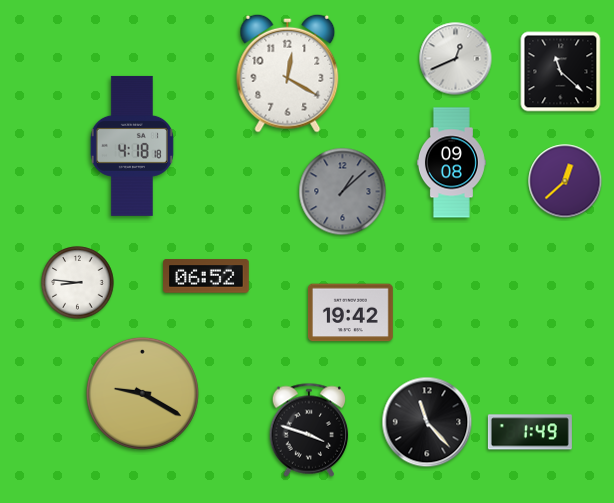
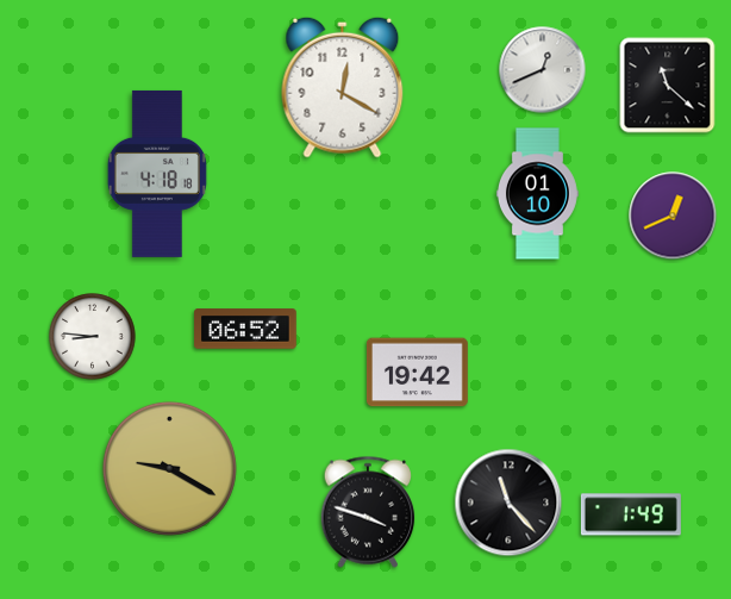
clock at (451, 163): 09:08 -> 01:10
clock at (565, 181): 12:38 -> 12:41
clock at (343, 192): 1:08 -> none
